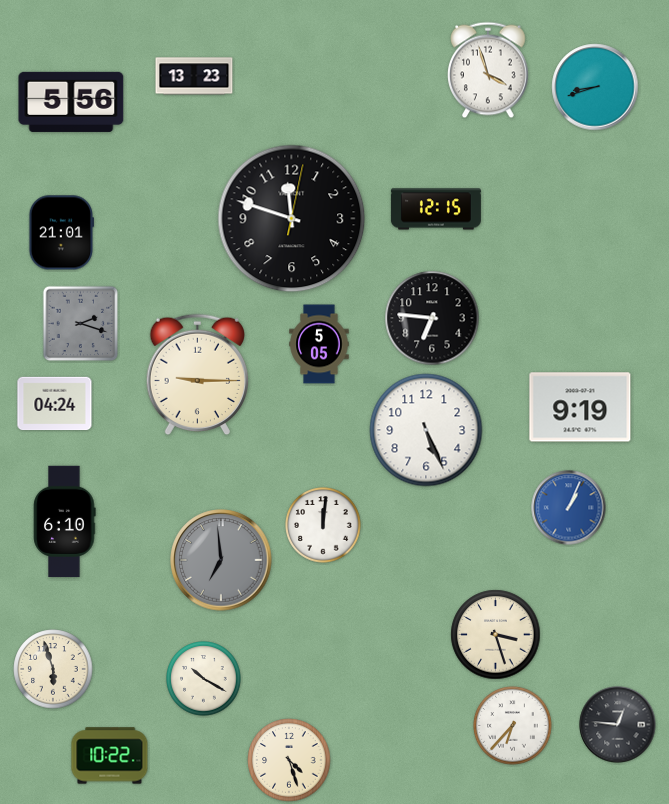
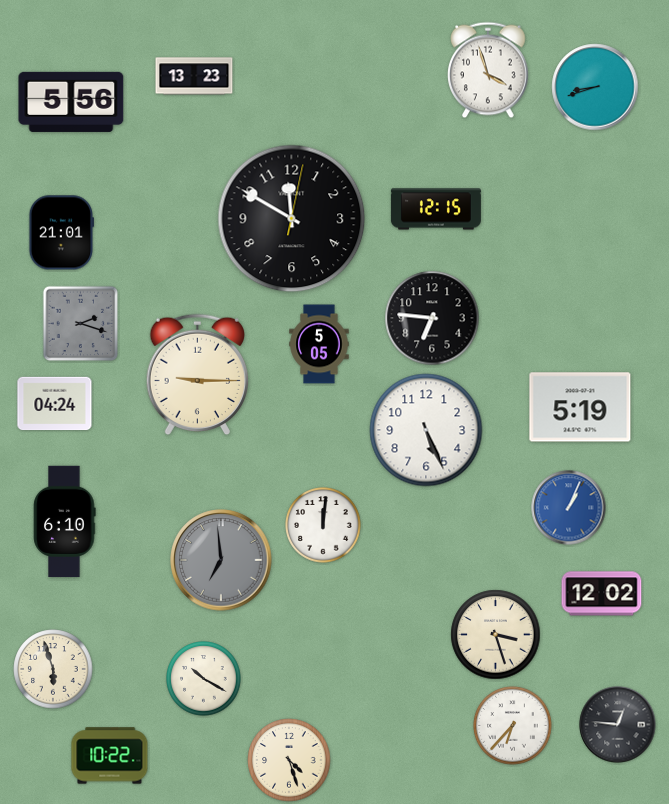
clock at (292, 219): 11:48 -> 11:50
clock at (580, 407): 9:19 -> 5:19
clock at (602, 594): none -> 12:02
